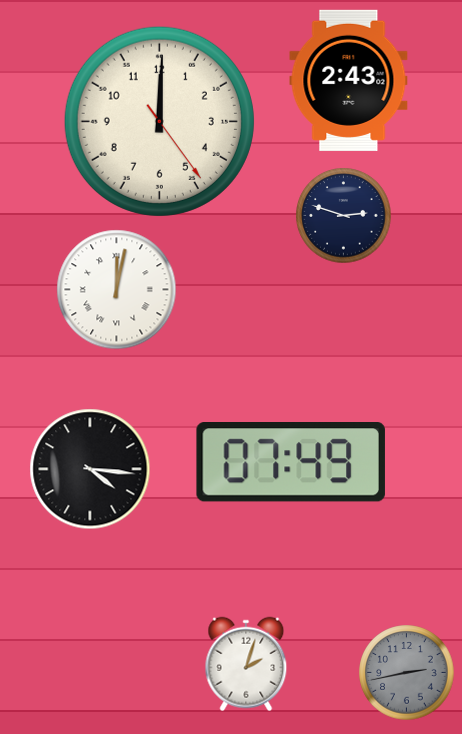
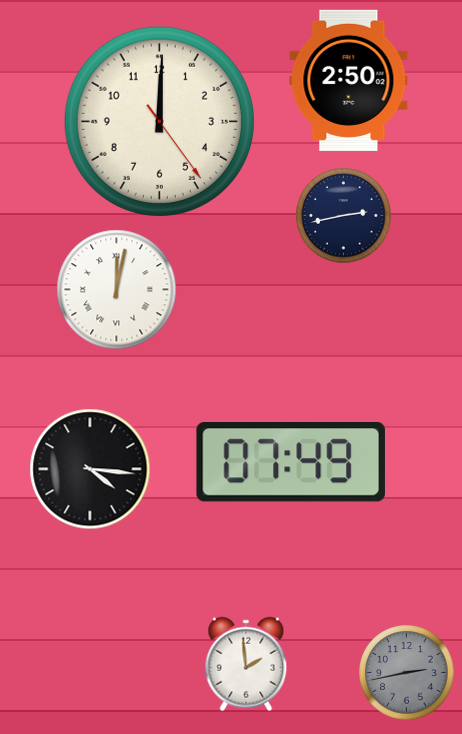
clock at (349, 80): 2:43 -> 2:50
clock at (344, 216): 2:48 -> 2:43
clock at (246, 664): 2:03 -> 1:59
